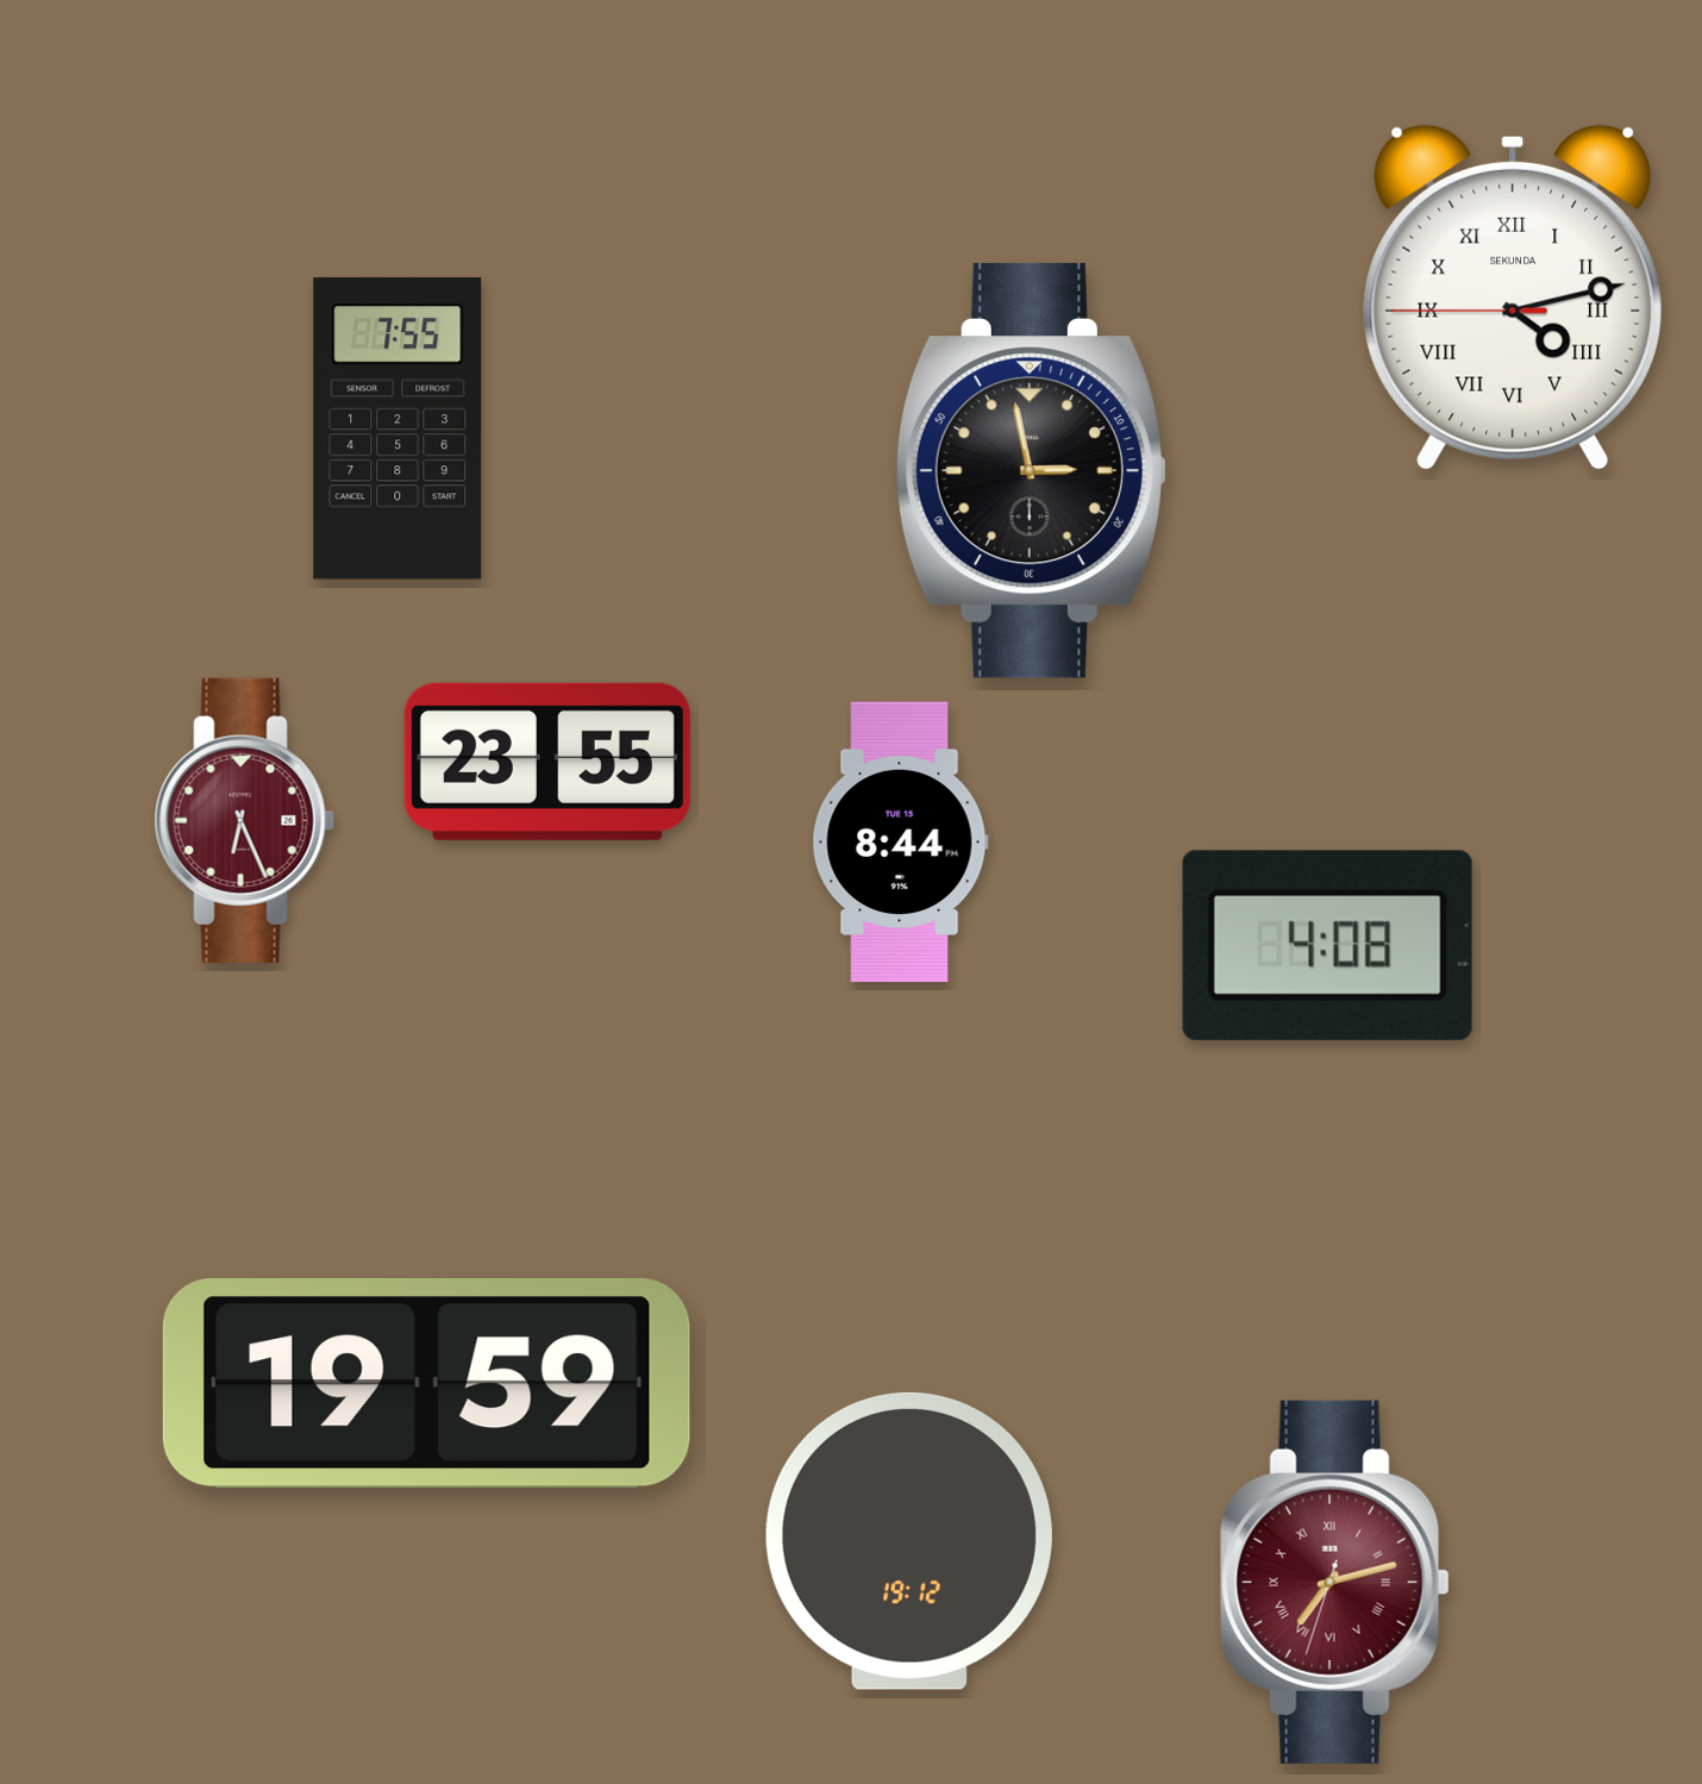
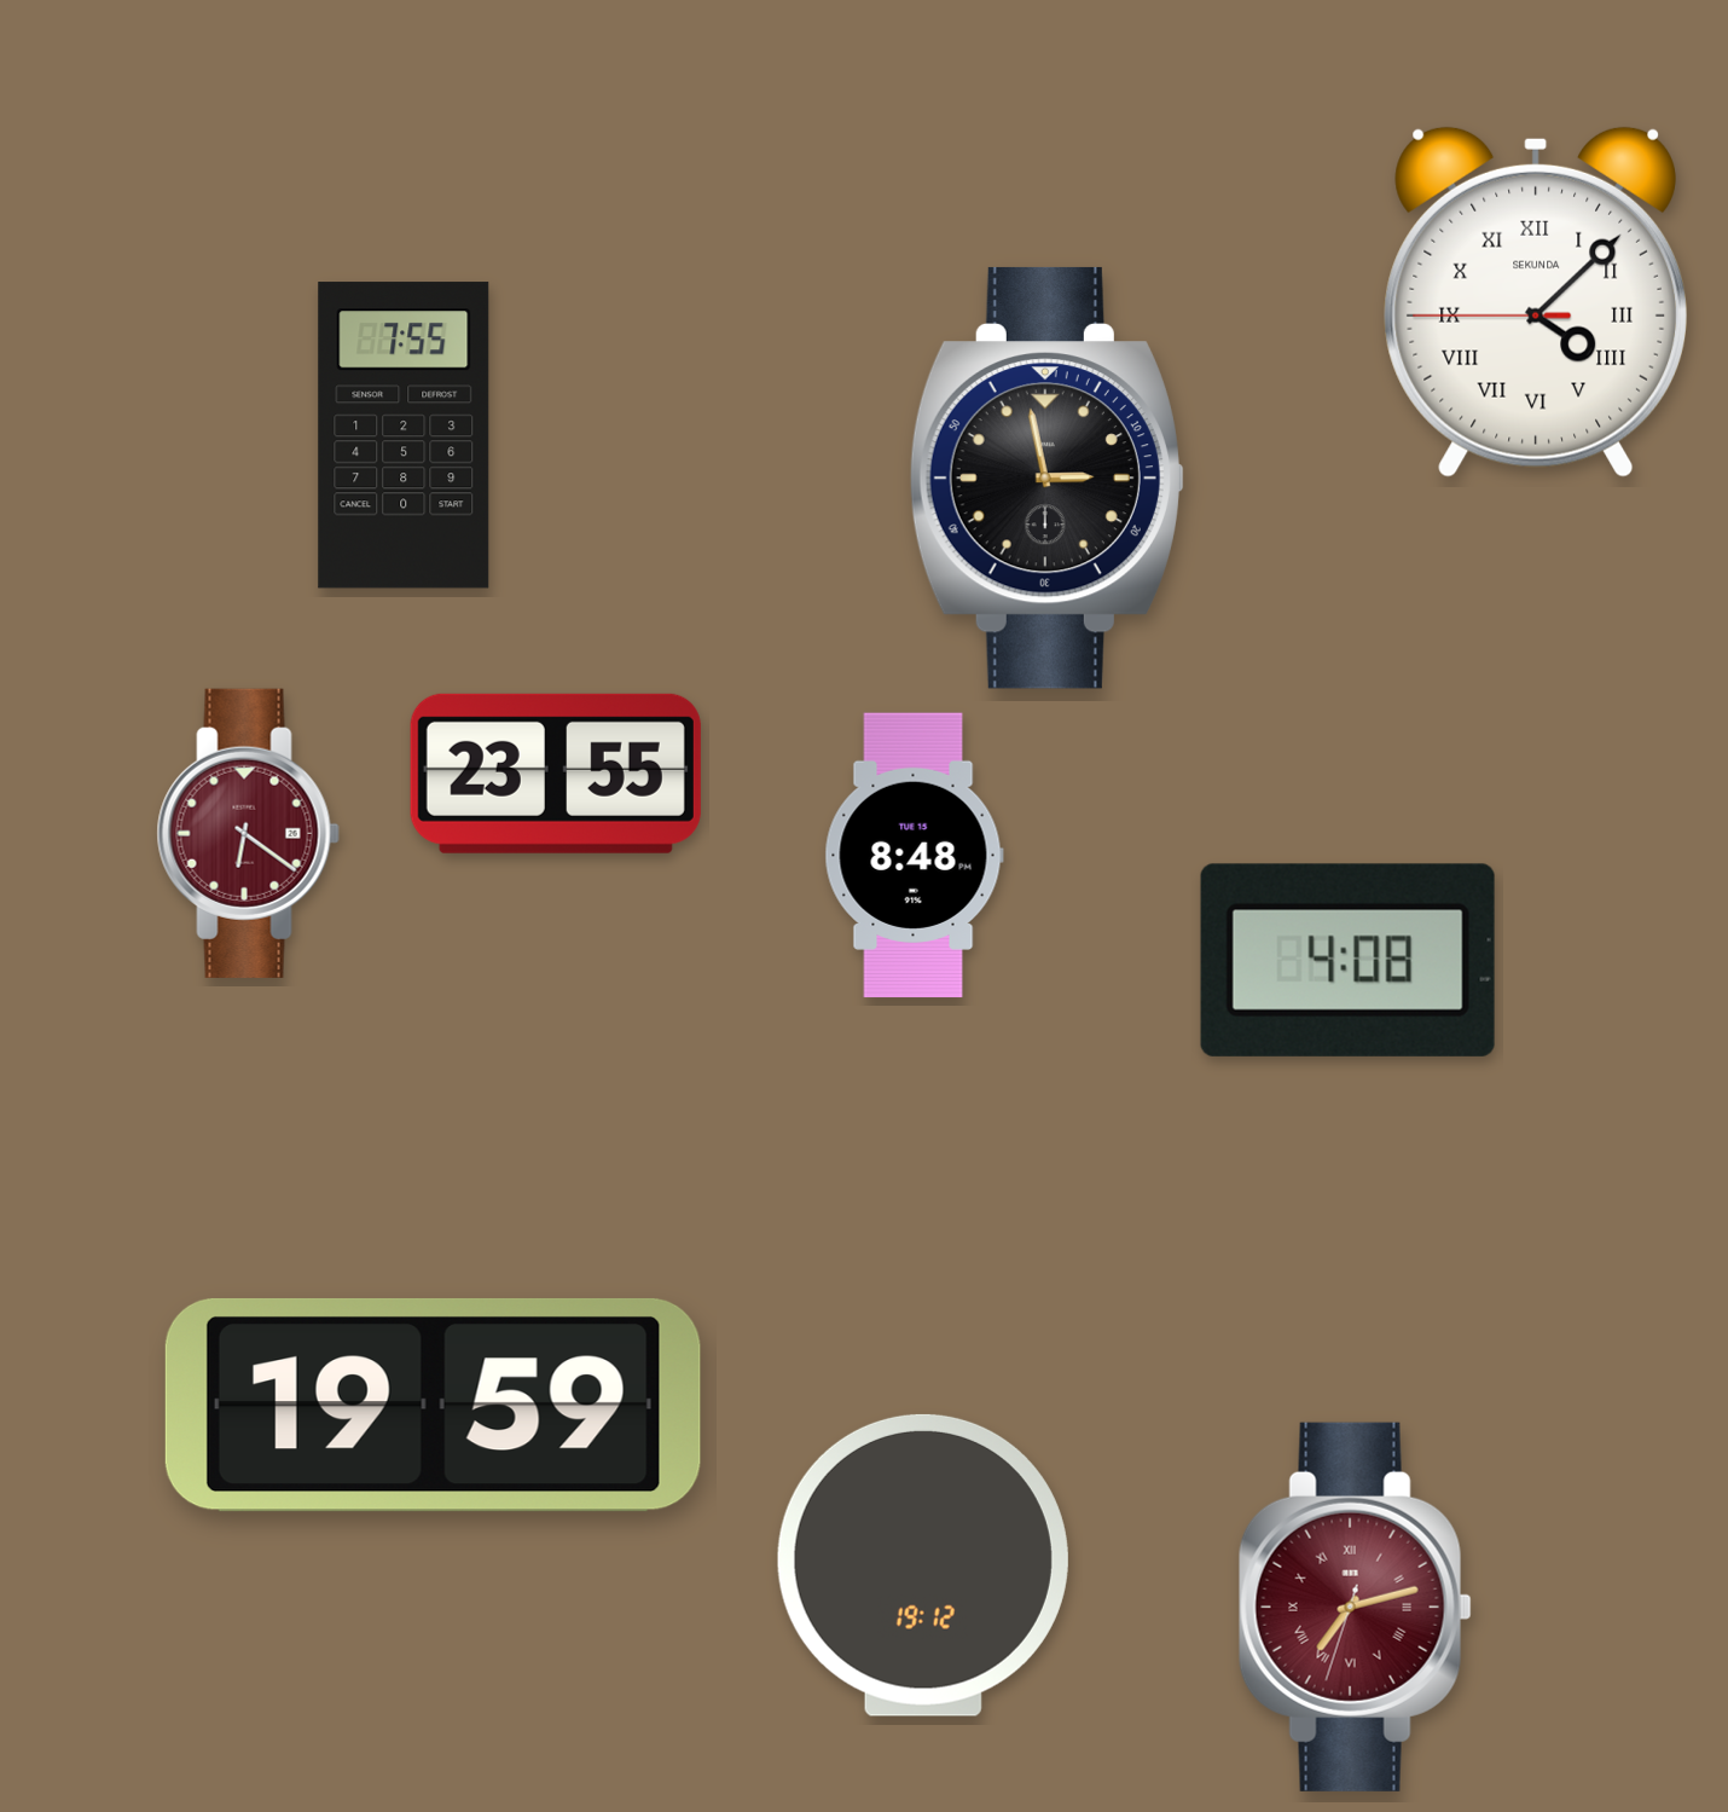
clock at (1512, 298): 4:12 -> 4:07
clock at (244, 820): 6:26 -> 6:21
clock at (900, 843): 8:44 -> 8:48
